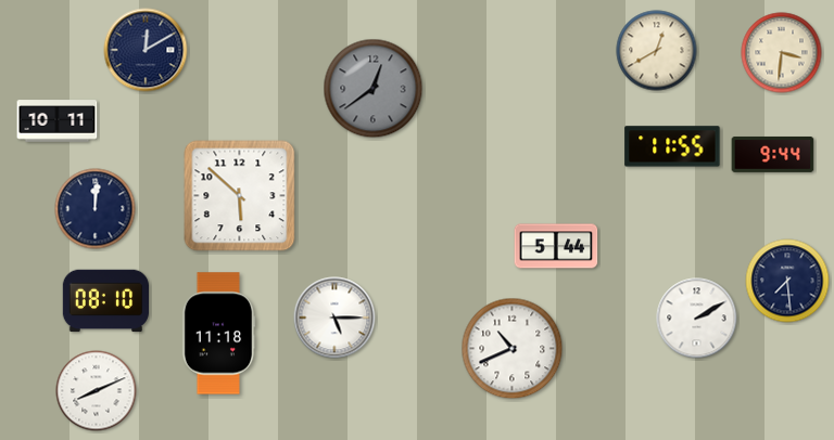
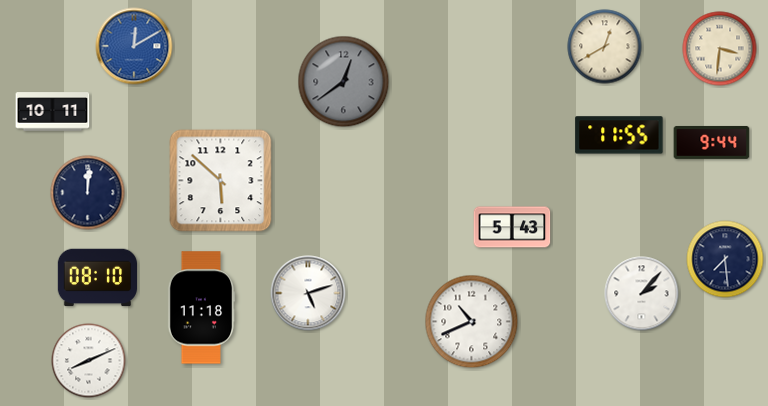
clock at (146, 50) dial: navy -> blue
clock at (556, 246): 5:44 -> 5:43
clock at (334, 318): 5:15 -> 5:12
clock at (697, 319): 2:10 -> 2:07
